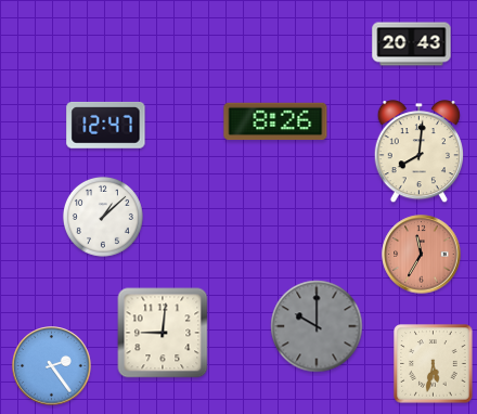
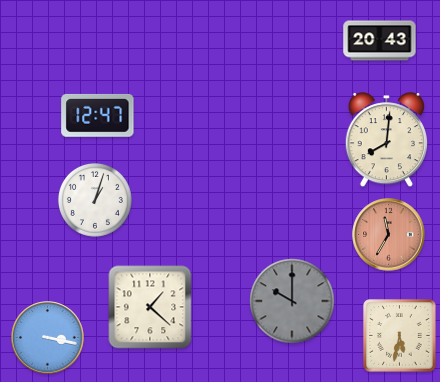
clock at (275, 121): 8:26 -> none
clock at (103, 217): 1:08 -> 1:03
clock at (163, 333): 9:01 -> 1:22
clock at (52, 366): 2:24 -> 3:17
